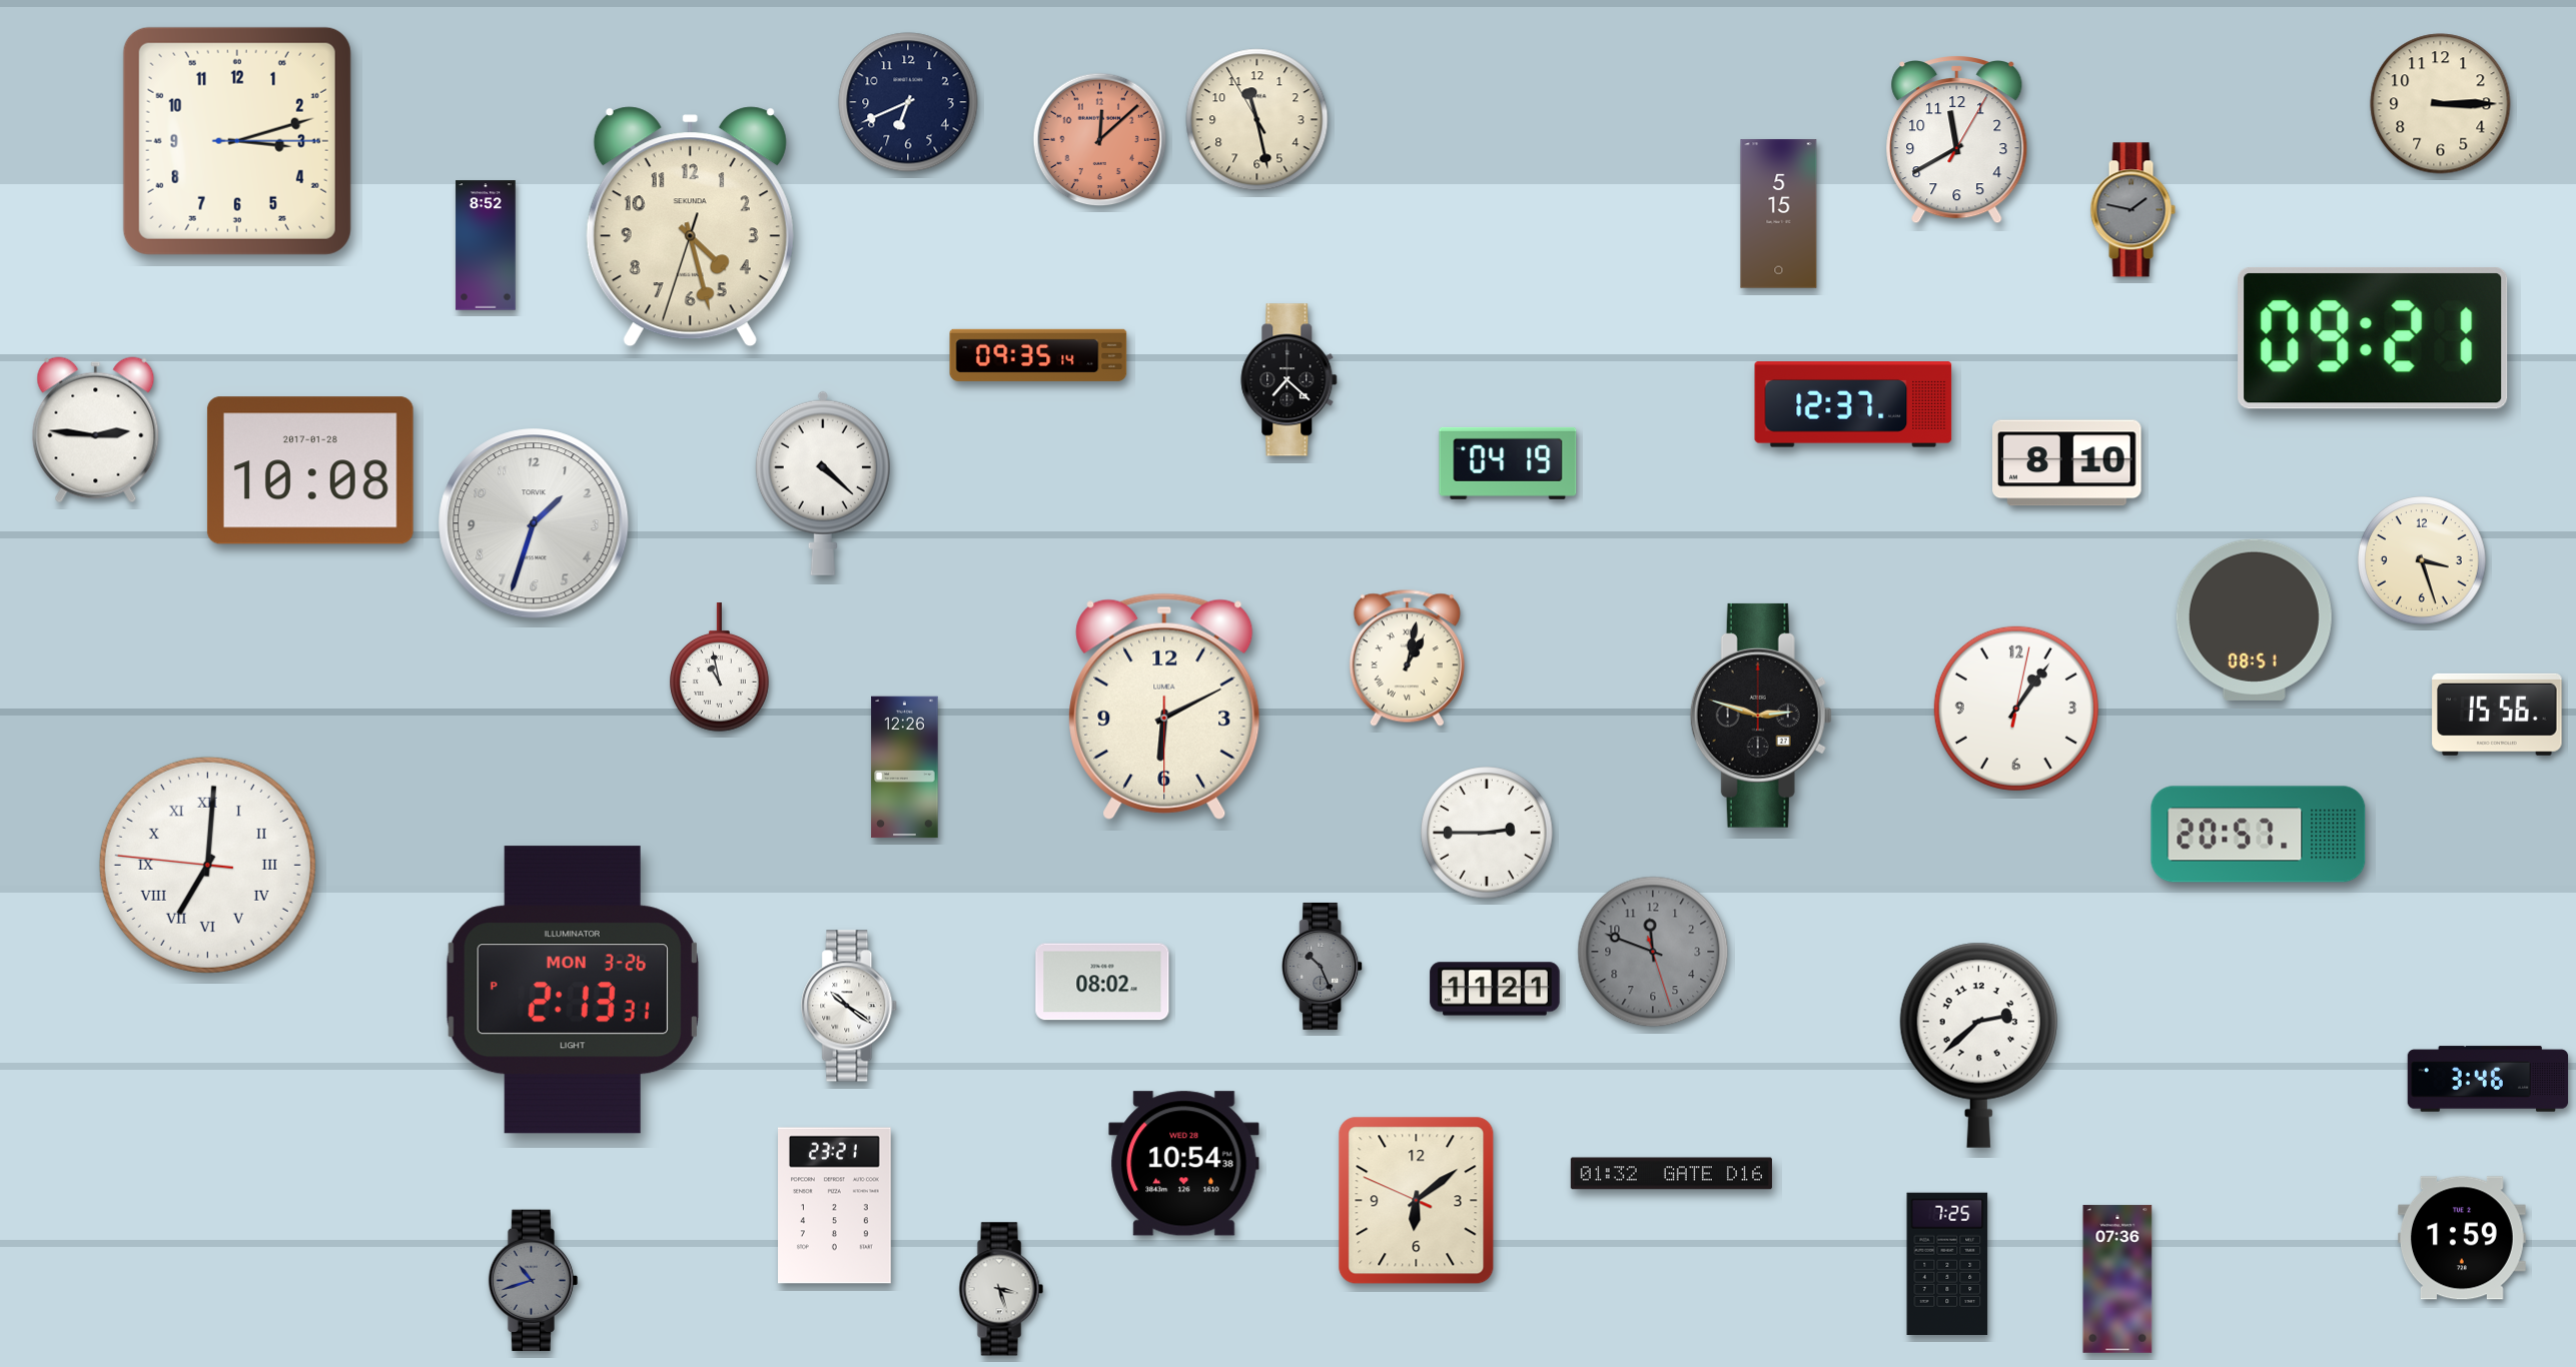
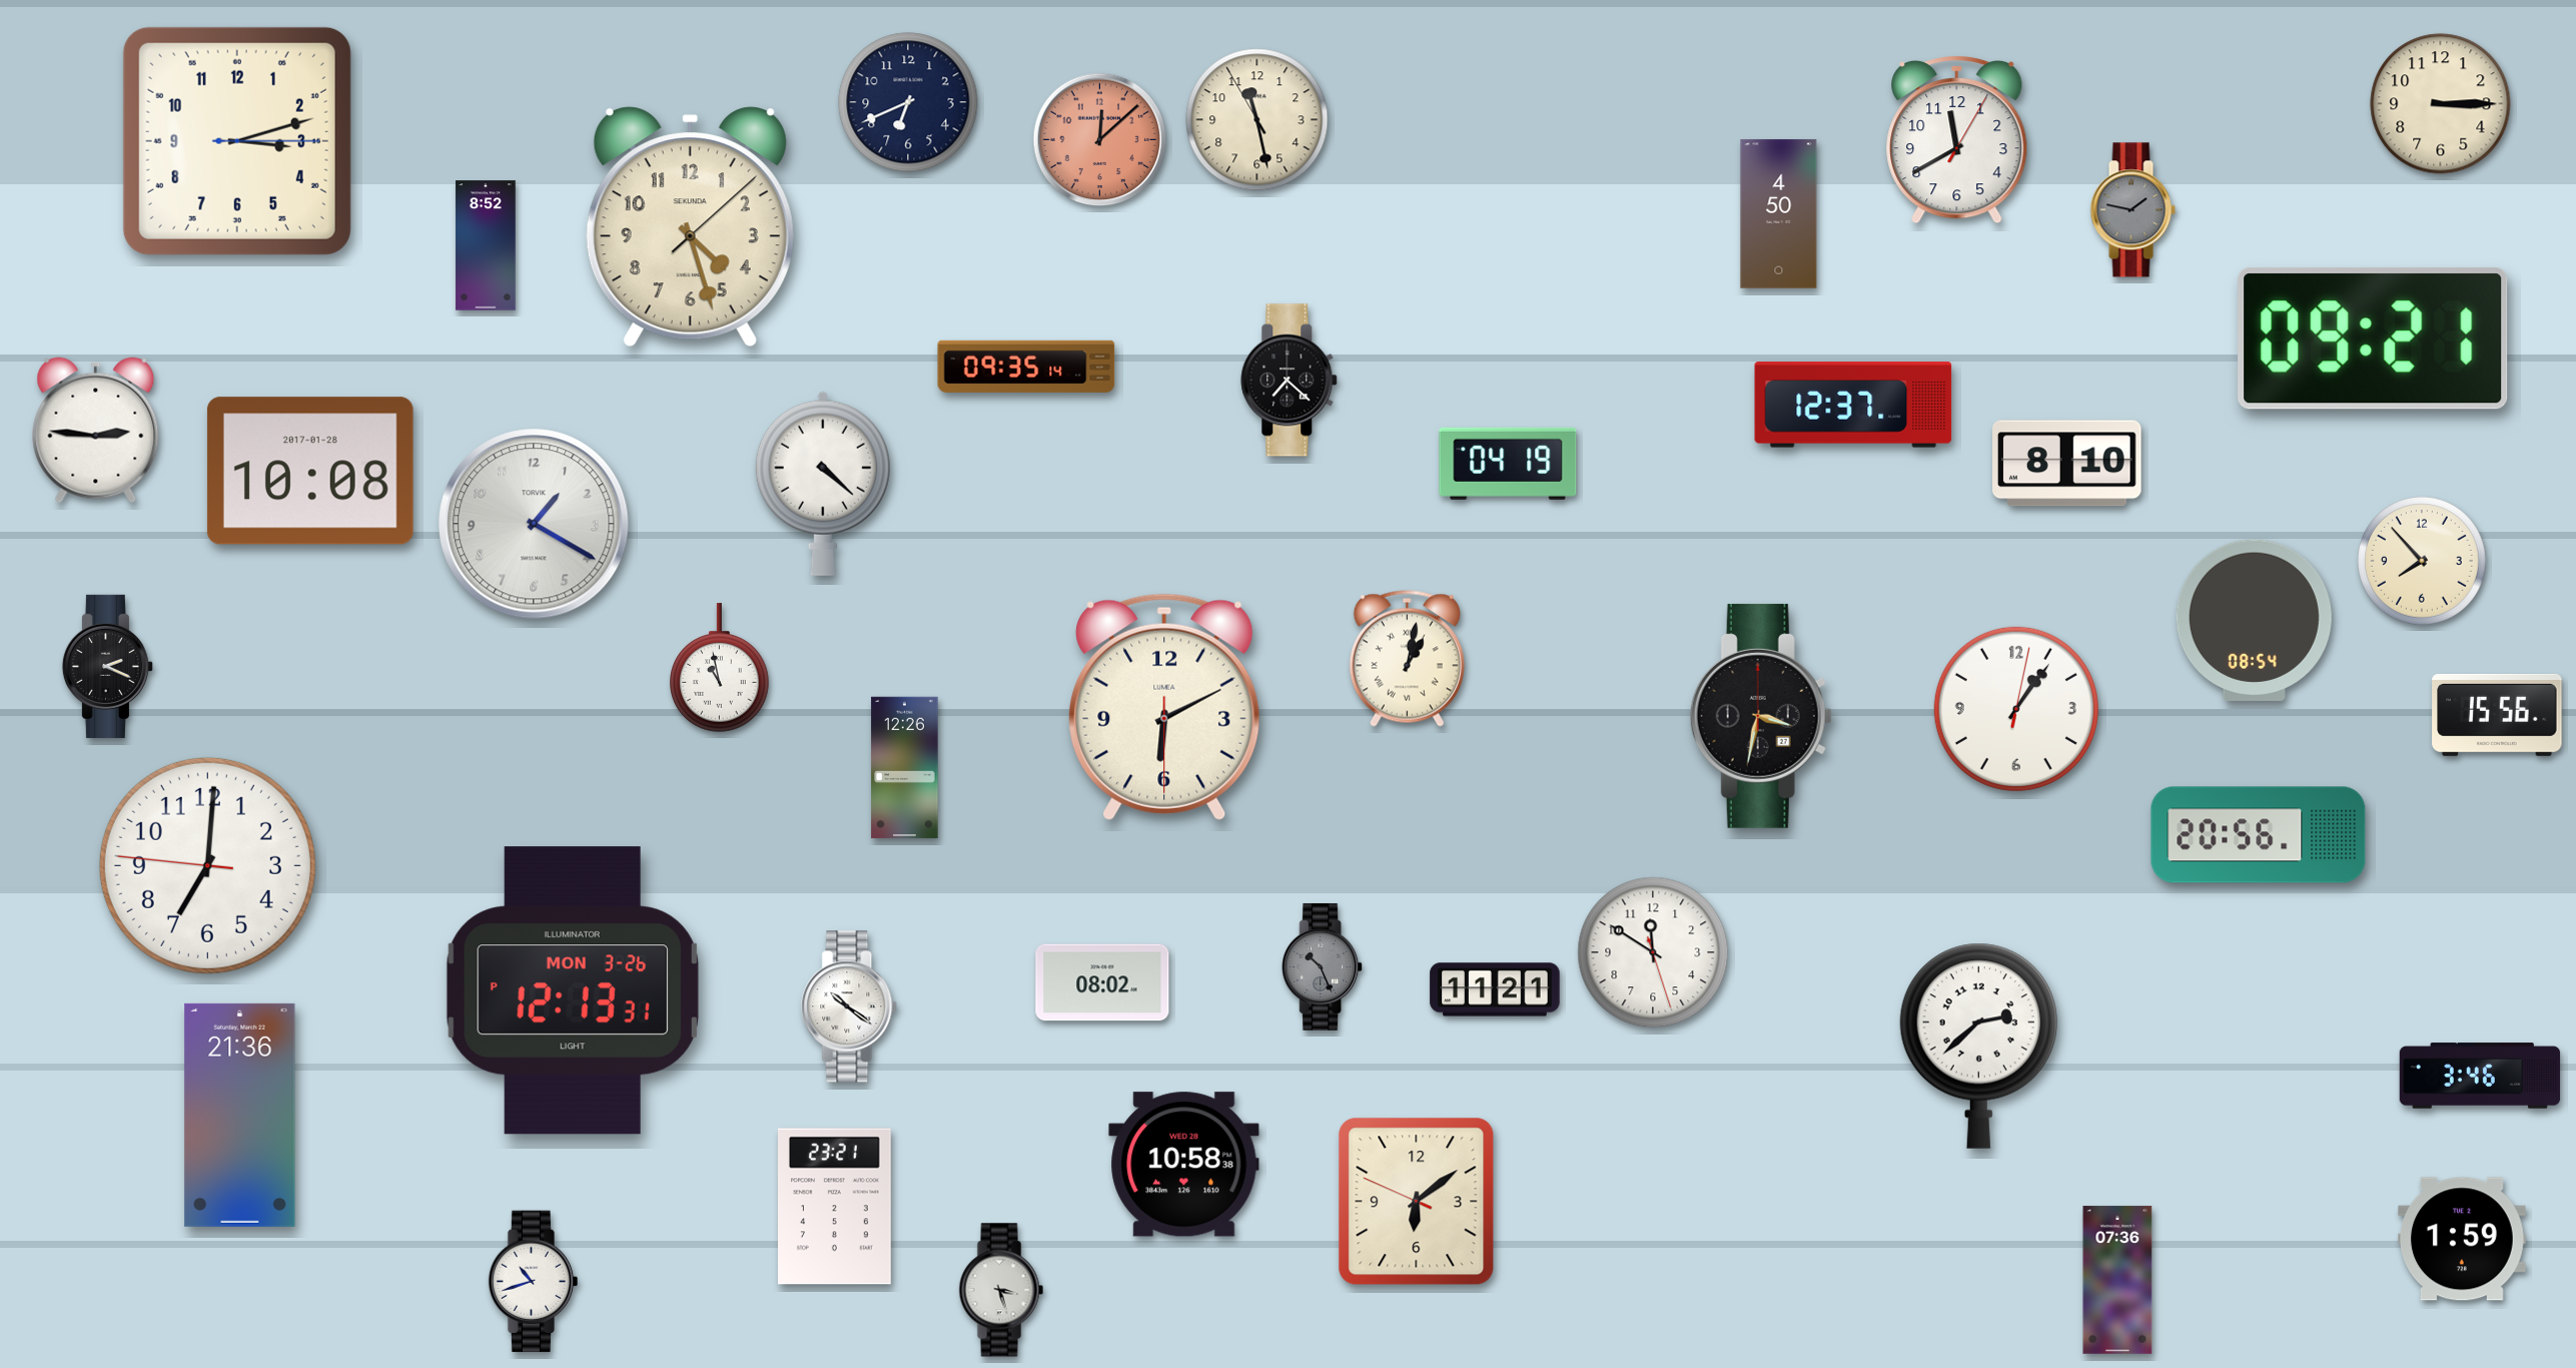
clock at (1779, 214): 5:15 -> 4:50
clock at (690, 227): 4:27:33 -> 4:27:08
clock at (1038, 355) position: (1038, 355) -> (1026, 367)
clock at (534, 523): 1:33 -> 1:20
clock at (2422, 560): 3:27 -> 7:53
clock at (2254, 619): 08:51 -> 08:54
clock at (107, 666): none -> 2:19
clock at (1761, 716): 2:48 -> 3:32
clock at (1487, 833): 2:45 -> none
clock at (2259, 835): 20:57 -> 20:56
clock at (207, 865) numerals: Roman -> Arabic
clock at (1653, 952): 11:48 -> 11:50
clock at (1653, 952) dial: grey -> white
clock at (573, 990): 2:13 -> 12:13
clock at (2488, 1079) position: (2488, 1079) -> (2480, 1076)
clock at (240, 1115): none -> 21:36
clock at (1184, 1164): 10:54 -> 10:58
clock at (1671, 1174): 01:32 -> none
clock at (1947, 1264): 7:25 -> none
clock at (534, 1281) dial: grey -> white
